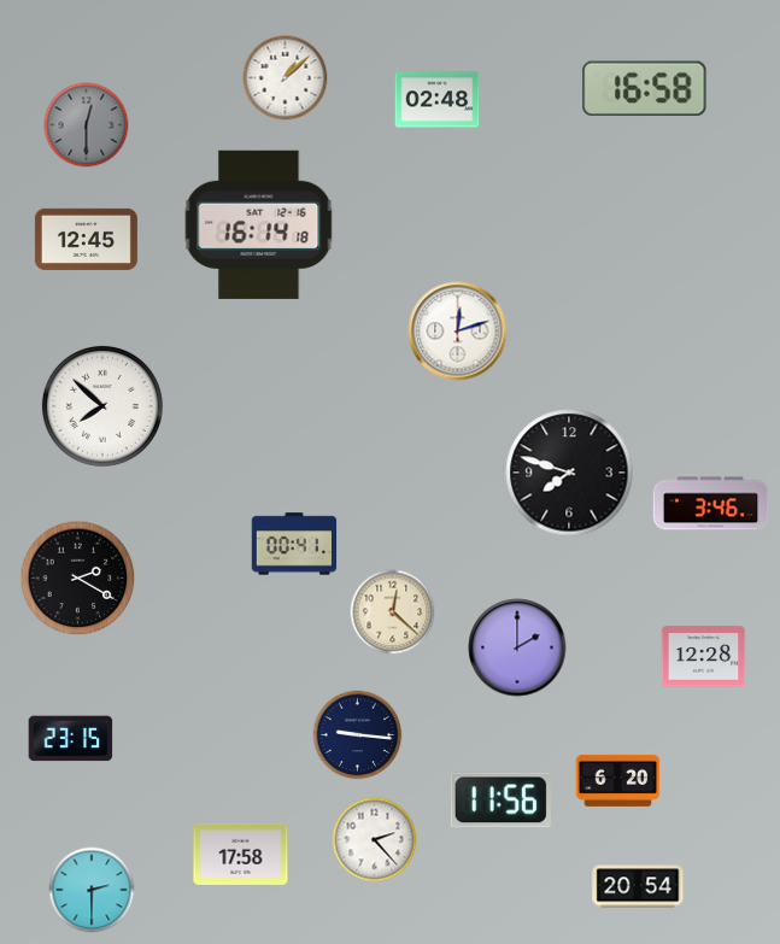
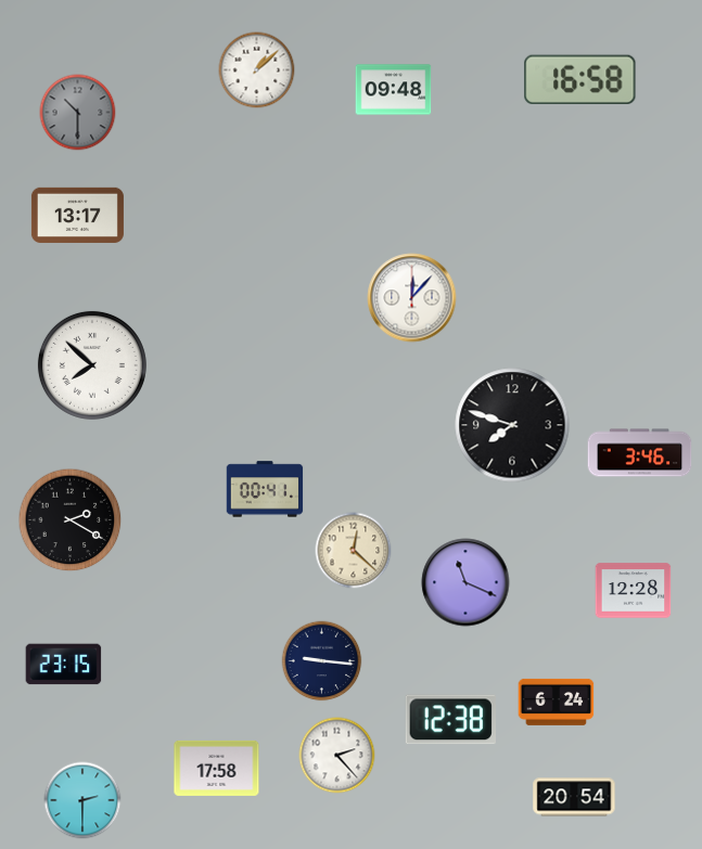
clock at (438, 100): 02:48 -> 09:48
clock at (87, 125): 12:30 -> 10:30
clock at (259, 224): 16:14 -> none
clock at (86, 239): 12:45 -> 13:17
clock at (458, 332): 12:12 -> 12:07
clock at (517, 647): 2:00 -> 11:19
clock at (618, 780): 6:20 -> 6:24
clock at (500, 801): 11:56 -> 12:38
